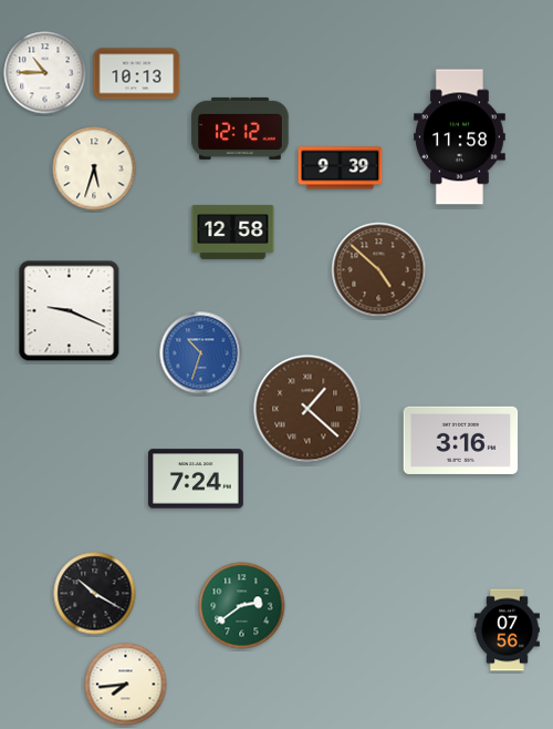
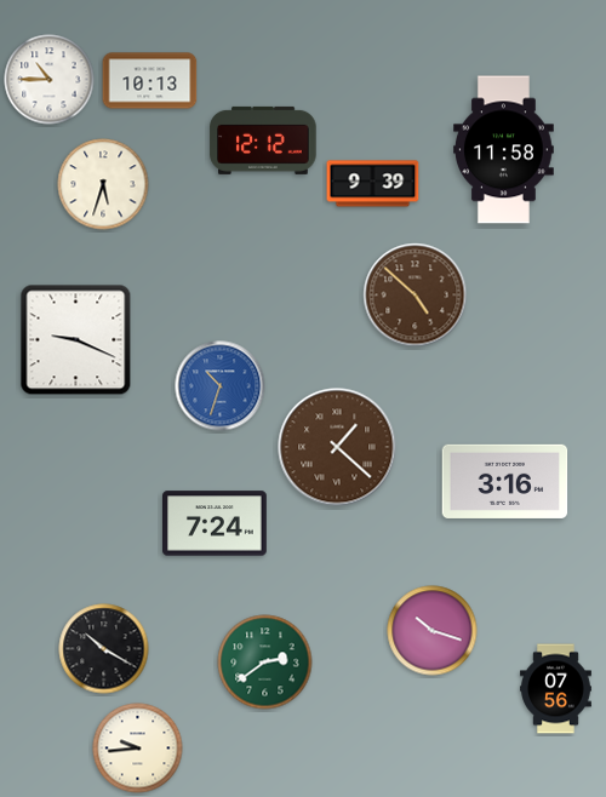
clock at (233, 232): 12:58 -> none
clock at (433, 631): none -> 10:18
clock at (126, 685): 7:44 -> 9:44
